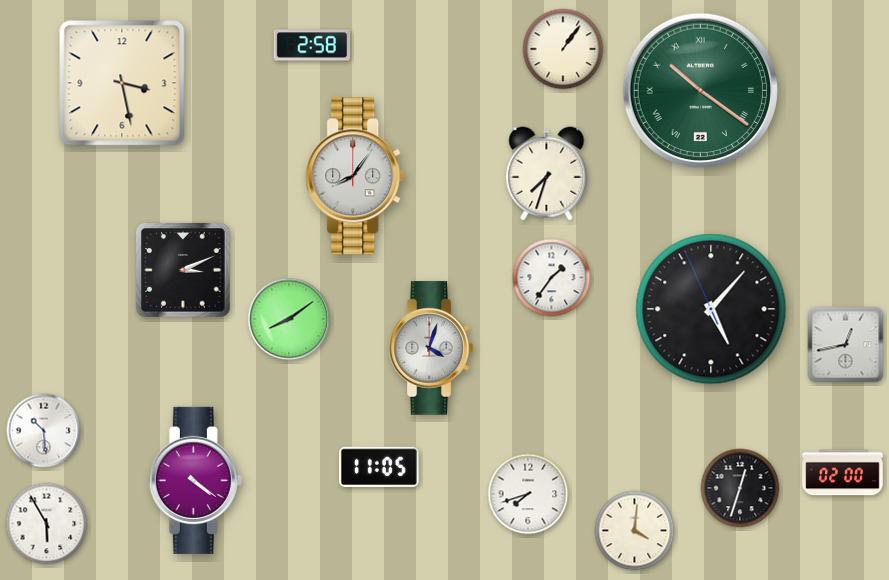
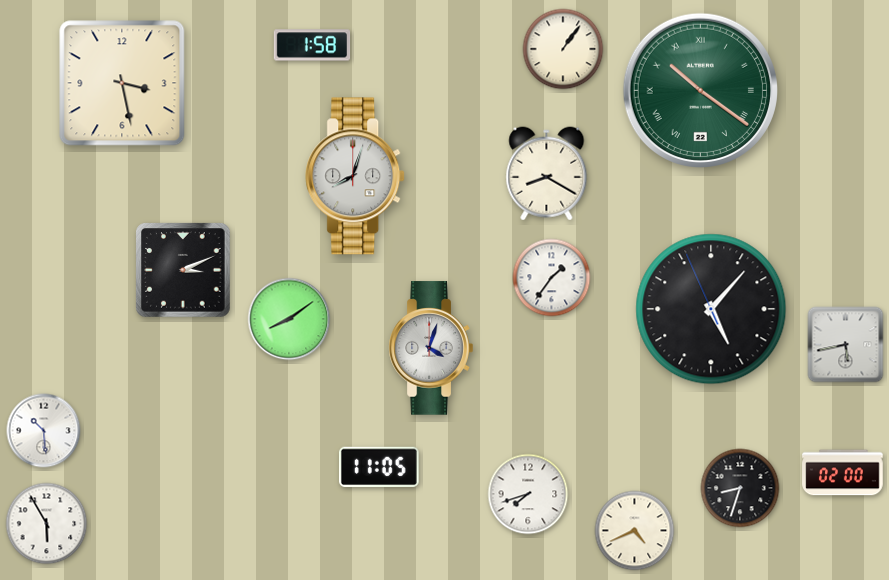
clock at (312, 45): 2:58 -> 1:58
clock at (547, 174): 7:33 -> 8:20
clock at (356, 176): 8:06 -> 8:03
clock at (846, 345): 12:43 -> 5:43
clock at (195, 480): 4:21 -> none
clock at (740, 488): 12:33 -> 8:33
clock at (635, 531): 4:01 -> 4:41
